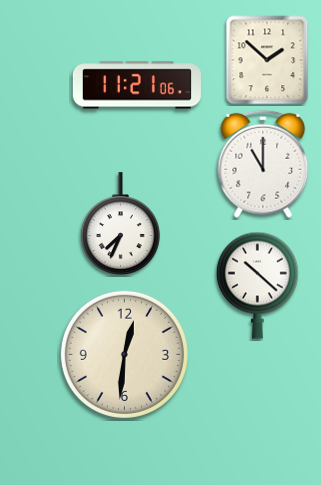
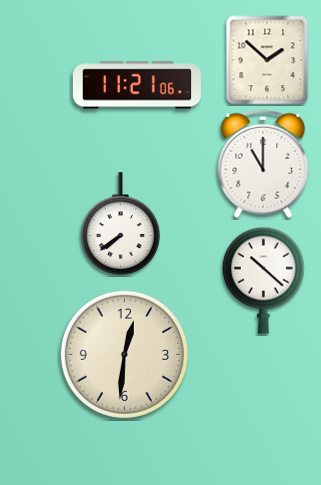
clock at (120, 224): 7:34 -> 7:39
clock at (257, 285) position: (257, 285) -> (263, 280)
